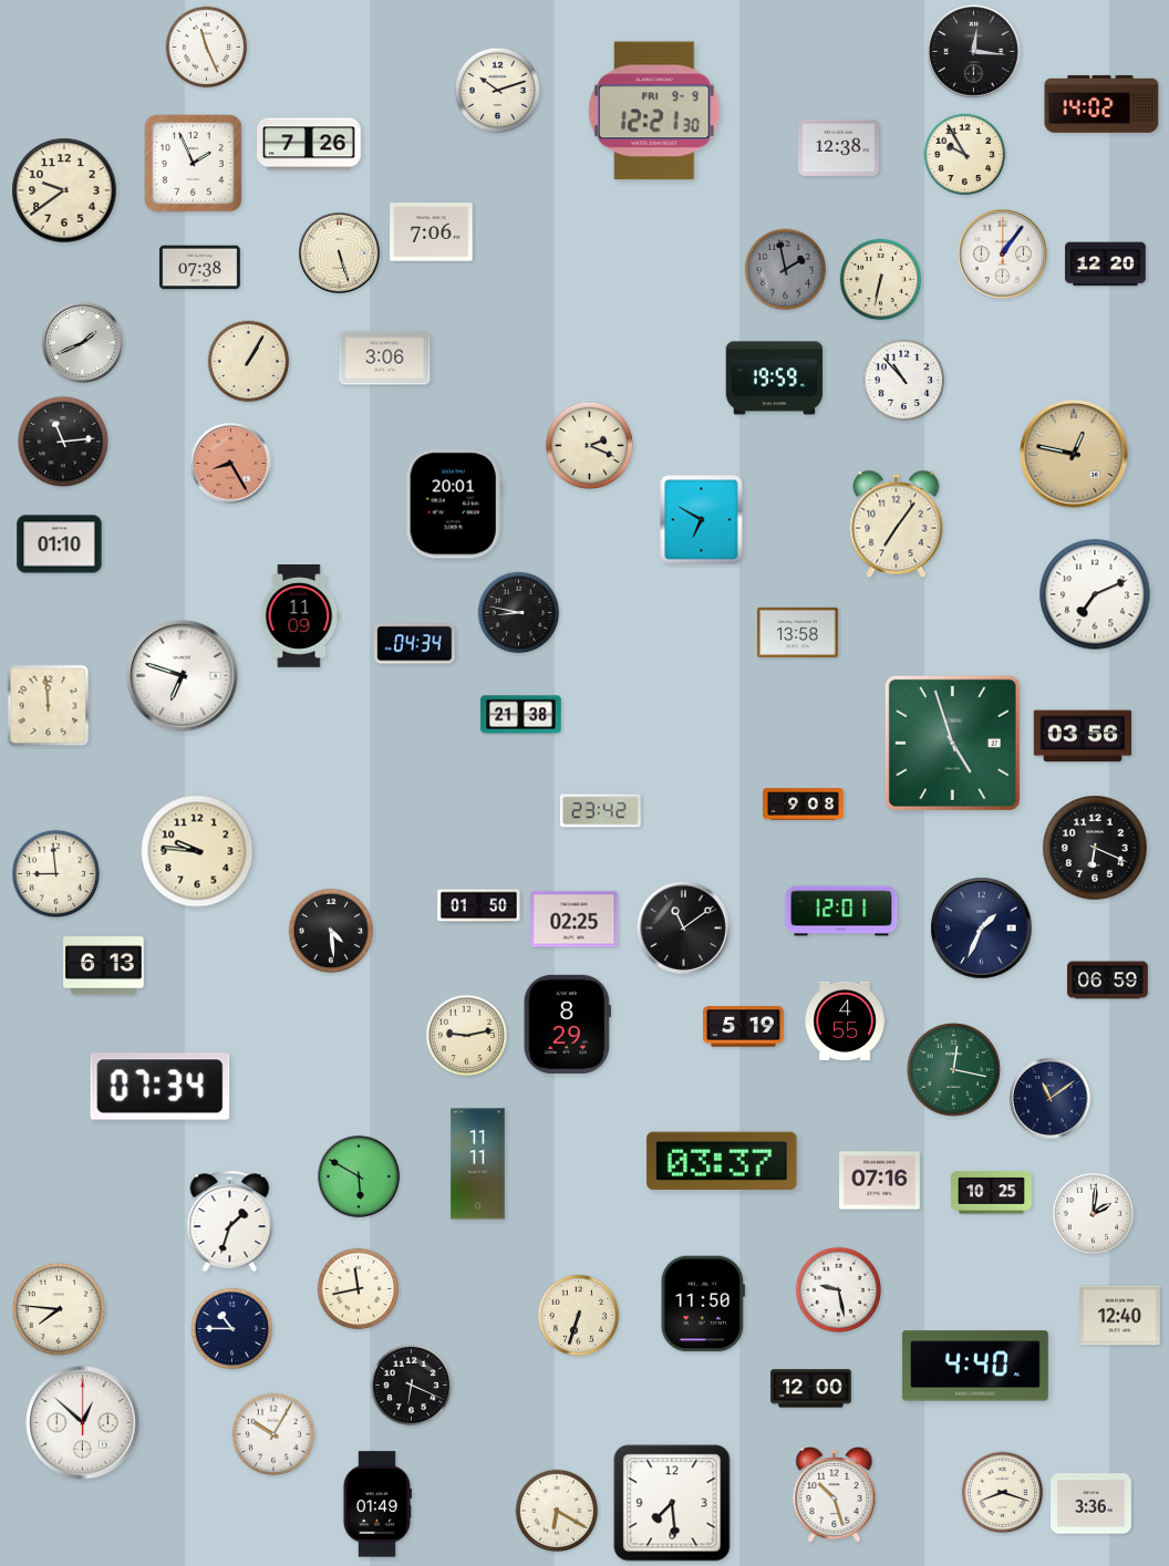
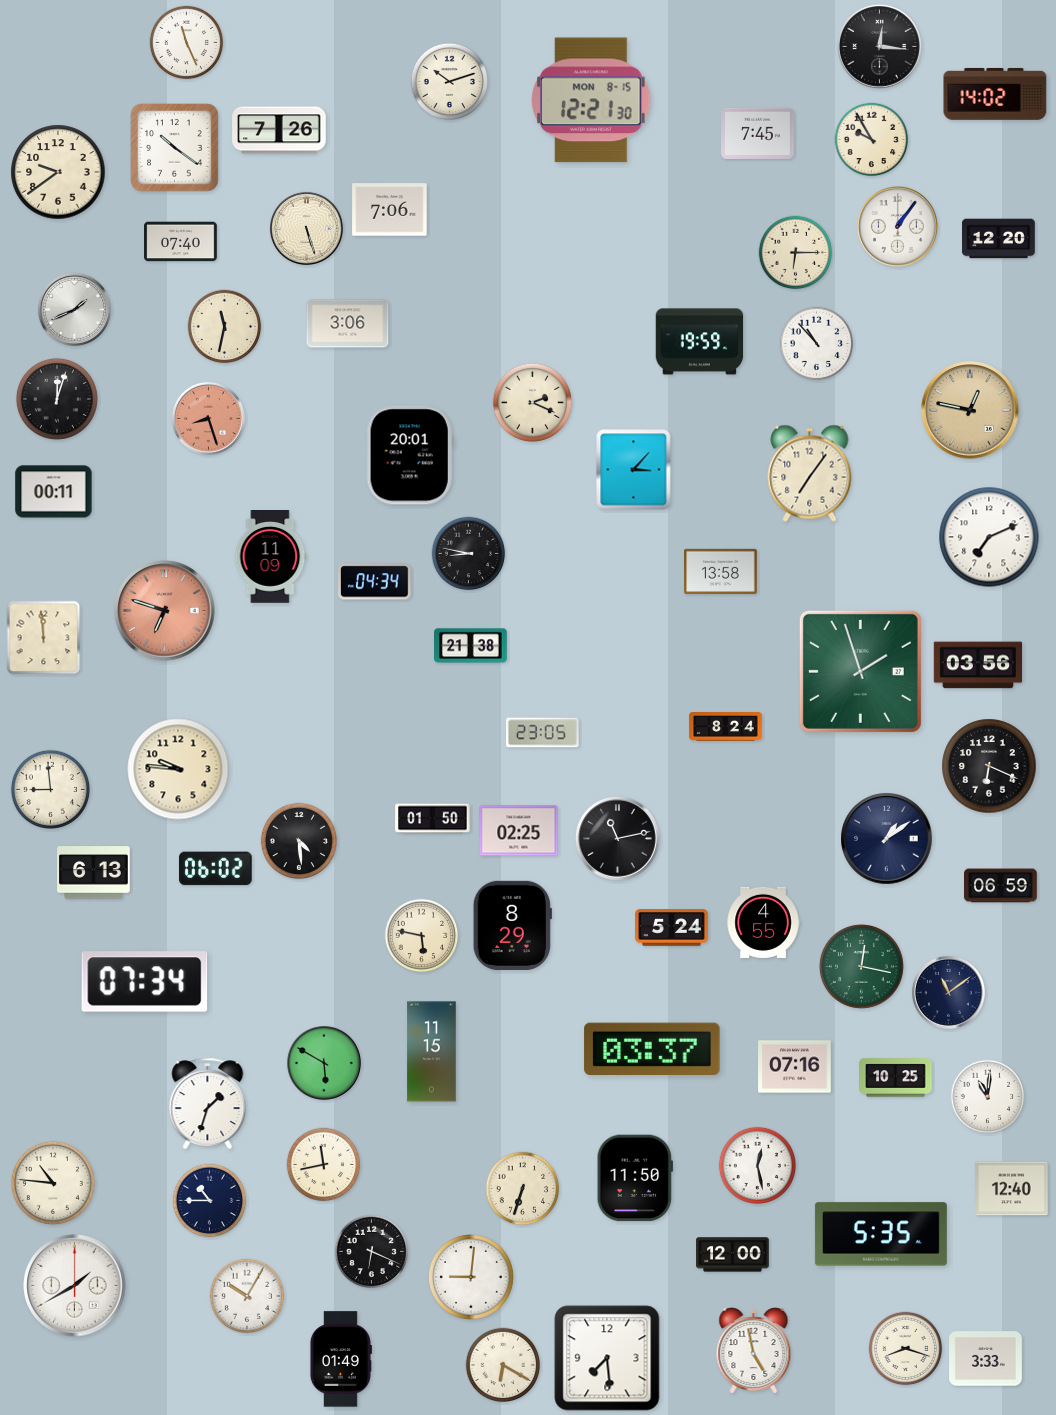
clock at (654, 111) date: FRI 9-9 -> MON 8-15
clock at (839, 147): 12:38 -> 7:45
clock at (194, 164): 1:56 -> 10:21
clock at (1003, 255) position: (1003, 255) -> (898, 227)
clock at (200, 268): 07:38 -> 07:40
clock at (786, 270): 1:58 -> none
clock at (881, 280): 6:32 -> 6:15
clock at (249, 362): 1:05 -> 11:32
clock at (63, 442): 11:14 -> 12:03
clock at (230, 463): 8:25 -> 8:27
clock at (702, 520): 6:50 -> 3:07
clock at (60, 545): 01:10 -> 00:11
clock at (183, 676) dial: white -> salmon
clock at (952, 743): 4:57 -> 1:57
clock at (804, 805): 9:08 -> 8:24
clock at (601, 811): 23:42 -> 23:05
clock at (841, 911): 12:01 -> none
clock at (684, 929): 11:09 -> 11:13
clock at (982, 929): 1:34 -> 1:09
clock at (215, 869): none -> 06:02
clock at (744, 1027): 5:19 -> 5:24
clock at (467, 1036): 9:13 -> 5:47
clock at (478, 1164): 11:11 -> 11:15
clock at (1094, 1214): 2:01 -> 11:01
clock at (838, 1289): 9:28 -> 12:28
clock at (59, 1309): 7:46 -> 10:46
clock at (975, 1366): 4:40 -> 5:35
clock at (471, 1277): none -> 9:01
clock at (83, 1423): 12:52 -> 1:40
clock at (835, 1495): 10:27 -> 4:58
clock at (1092, 1504): 3:36 -> 3:33
